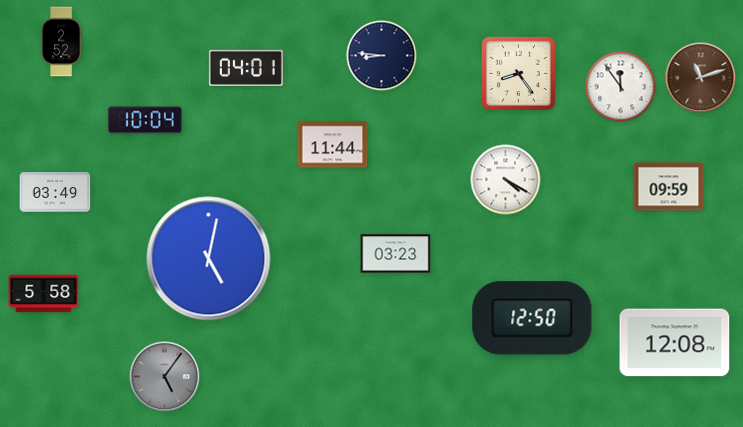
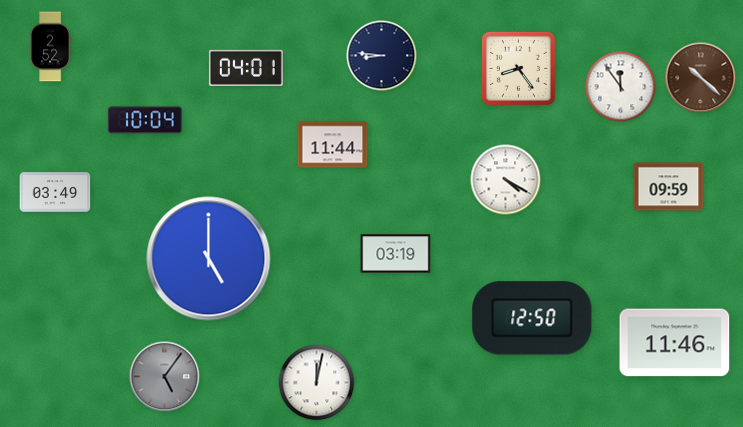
clock at (61, 42) position: (61, 42) -> (50, 47)
clock at (518, 73) position: (518, 73) -> (518, 68)
clock at (701, 78): 11:12 -> 10:22
clock at (396, 254): 03:23 -> 03:19
clock at (209, 259): 5:02 -> 5:00
clock at (44, 294): 5:58 -> none
clock at (675, 343): 12:08 -> 11:46
clock at (317, 383): none -> 12:02
